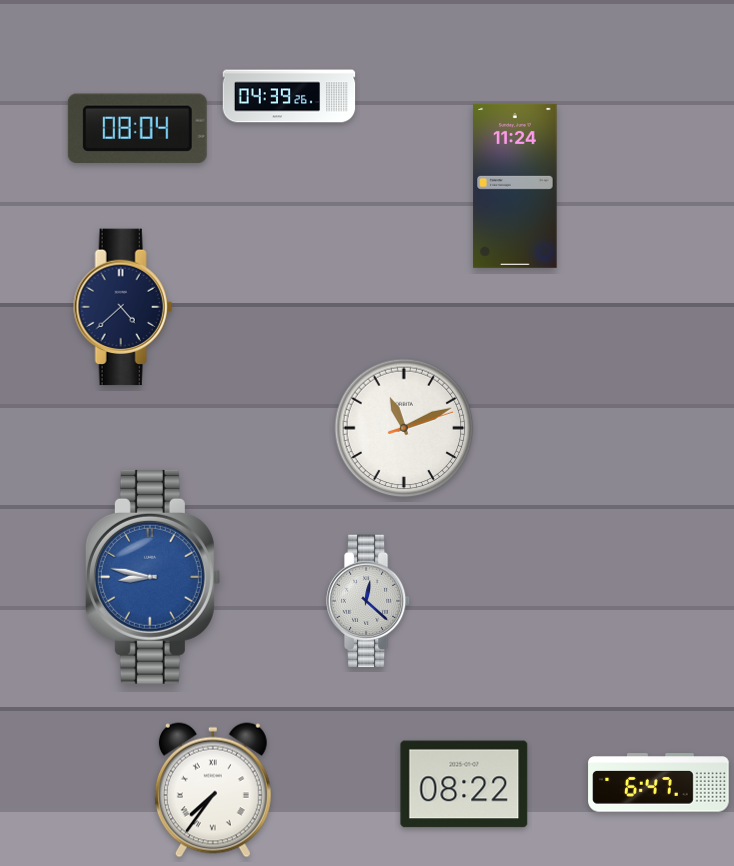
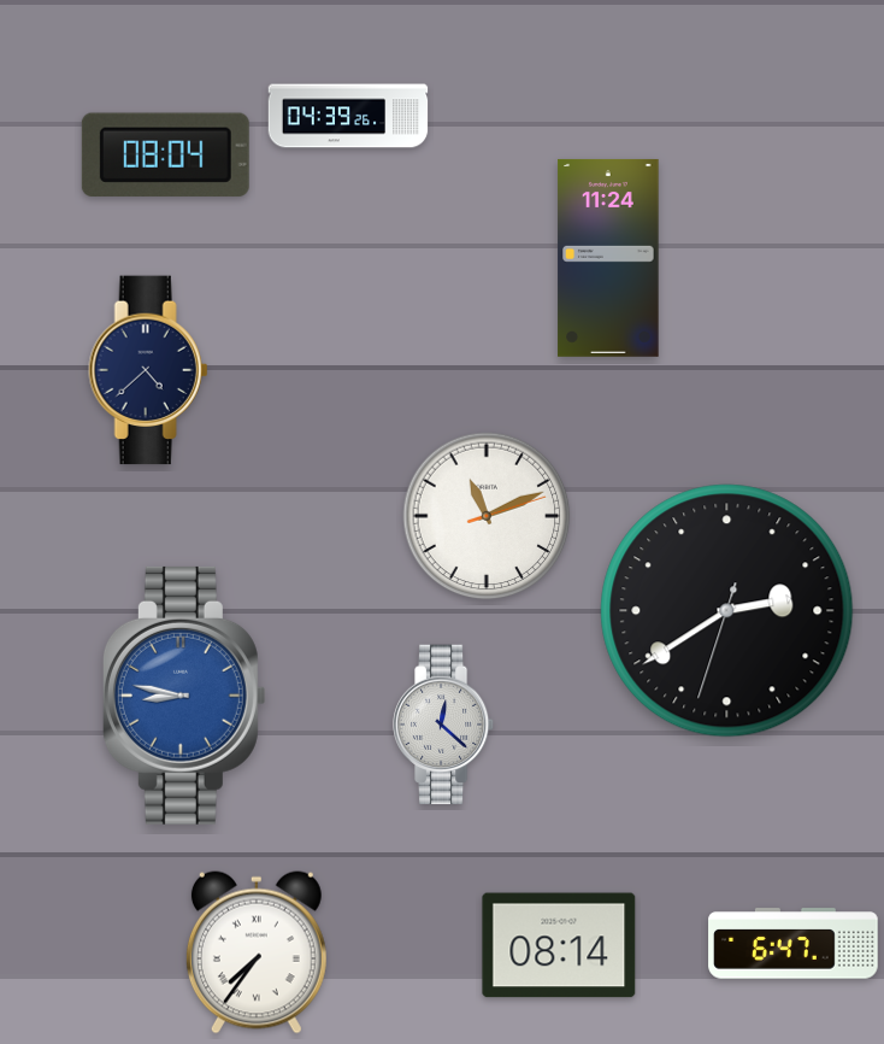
clock at (515, 186) position: (515, 186) -> (608, 258)
clock at (727, 611): none -> 2:39
clock at (464, 784): 08:22 -> 08:14
